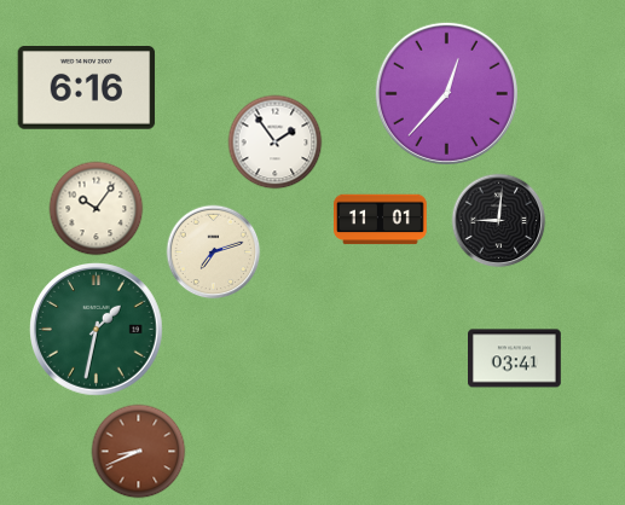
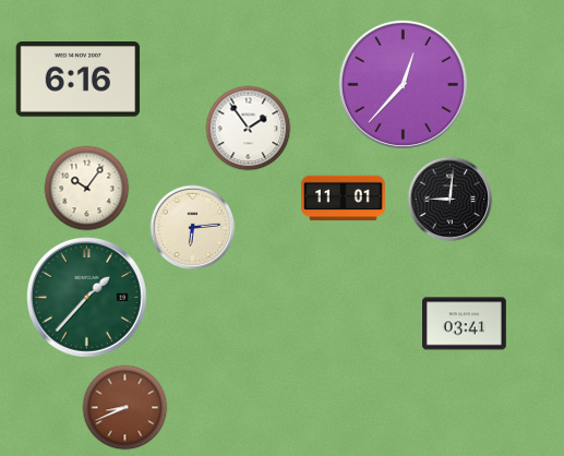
clock at (213, 251): 7:12 -> 6:14
clock at (97, 330): 1:32 -> 1:37
